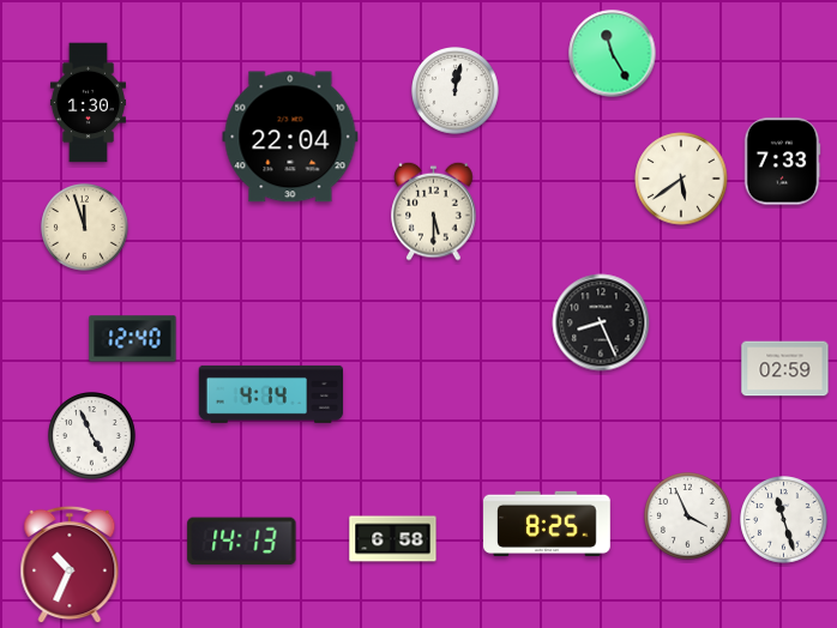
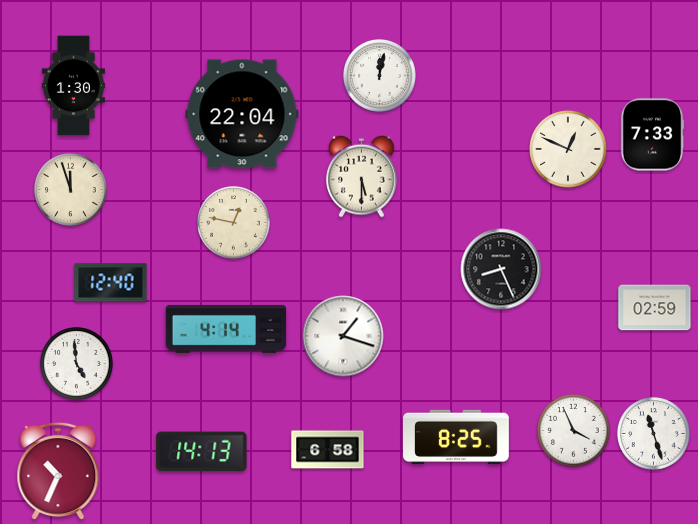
clock at (613, 54): 11:25 -> none
clock at (681, 179): 5:39 -> 12:49
clock at (234, 223): none -> 12:47
clock at (343, 336): none -> 1:18
clock at (92, 436): 4:56 -> 4:59
